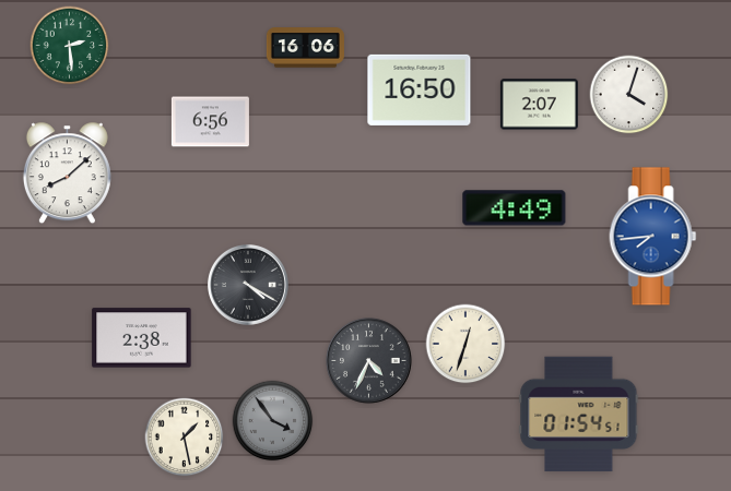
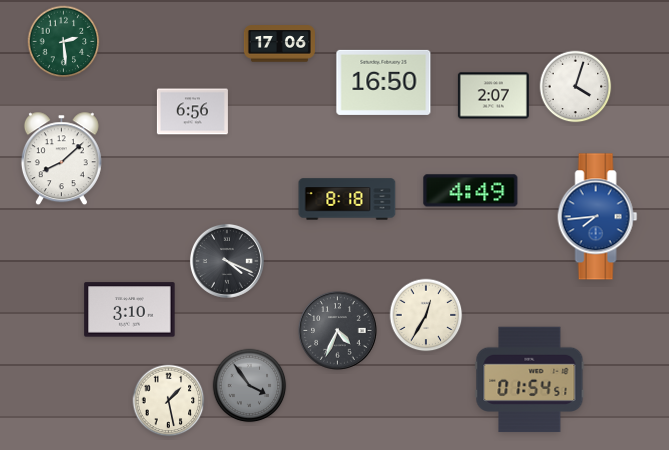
clock at (305, 48): 16:06 -> 17:06
clock at (347, 199): none -> 8:18
clock at (248, 285): 4:20 -> 4:19
clock at (142, 338): 2:38 -> 3:10
clock at (465, 344): 12:33 -> 12:35
